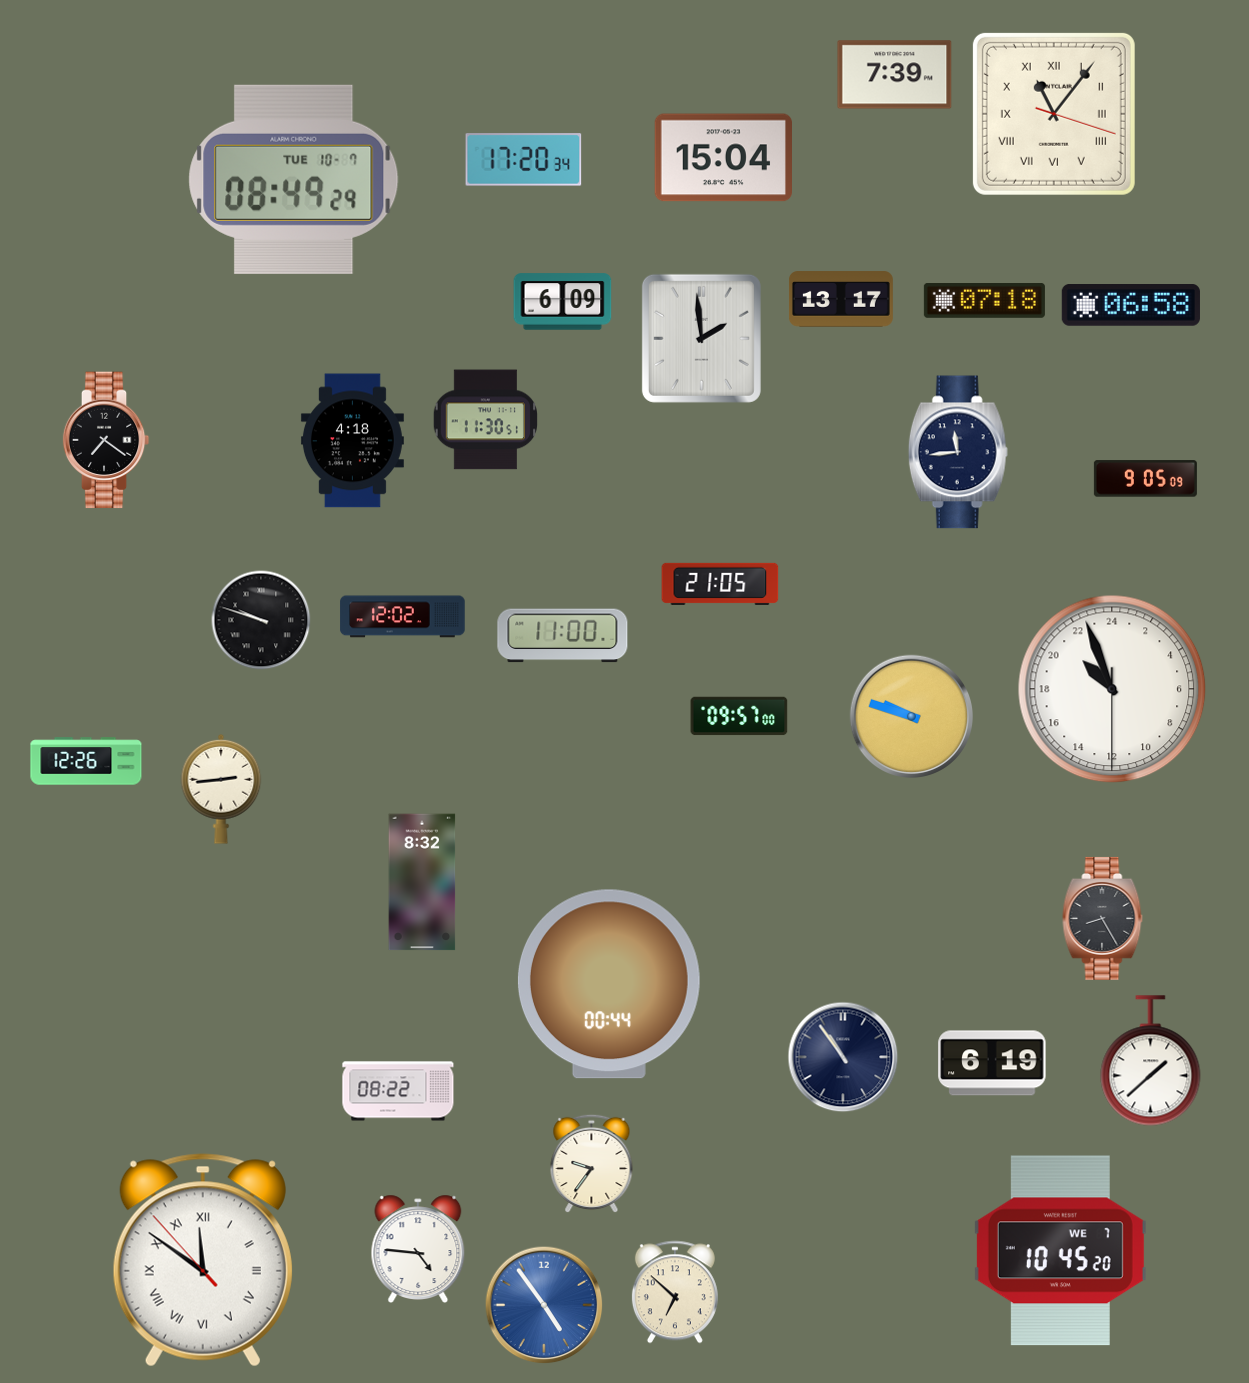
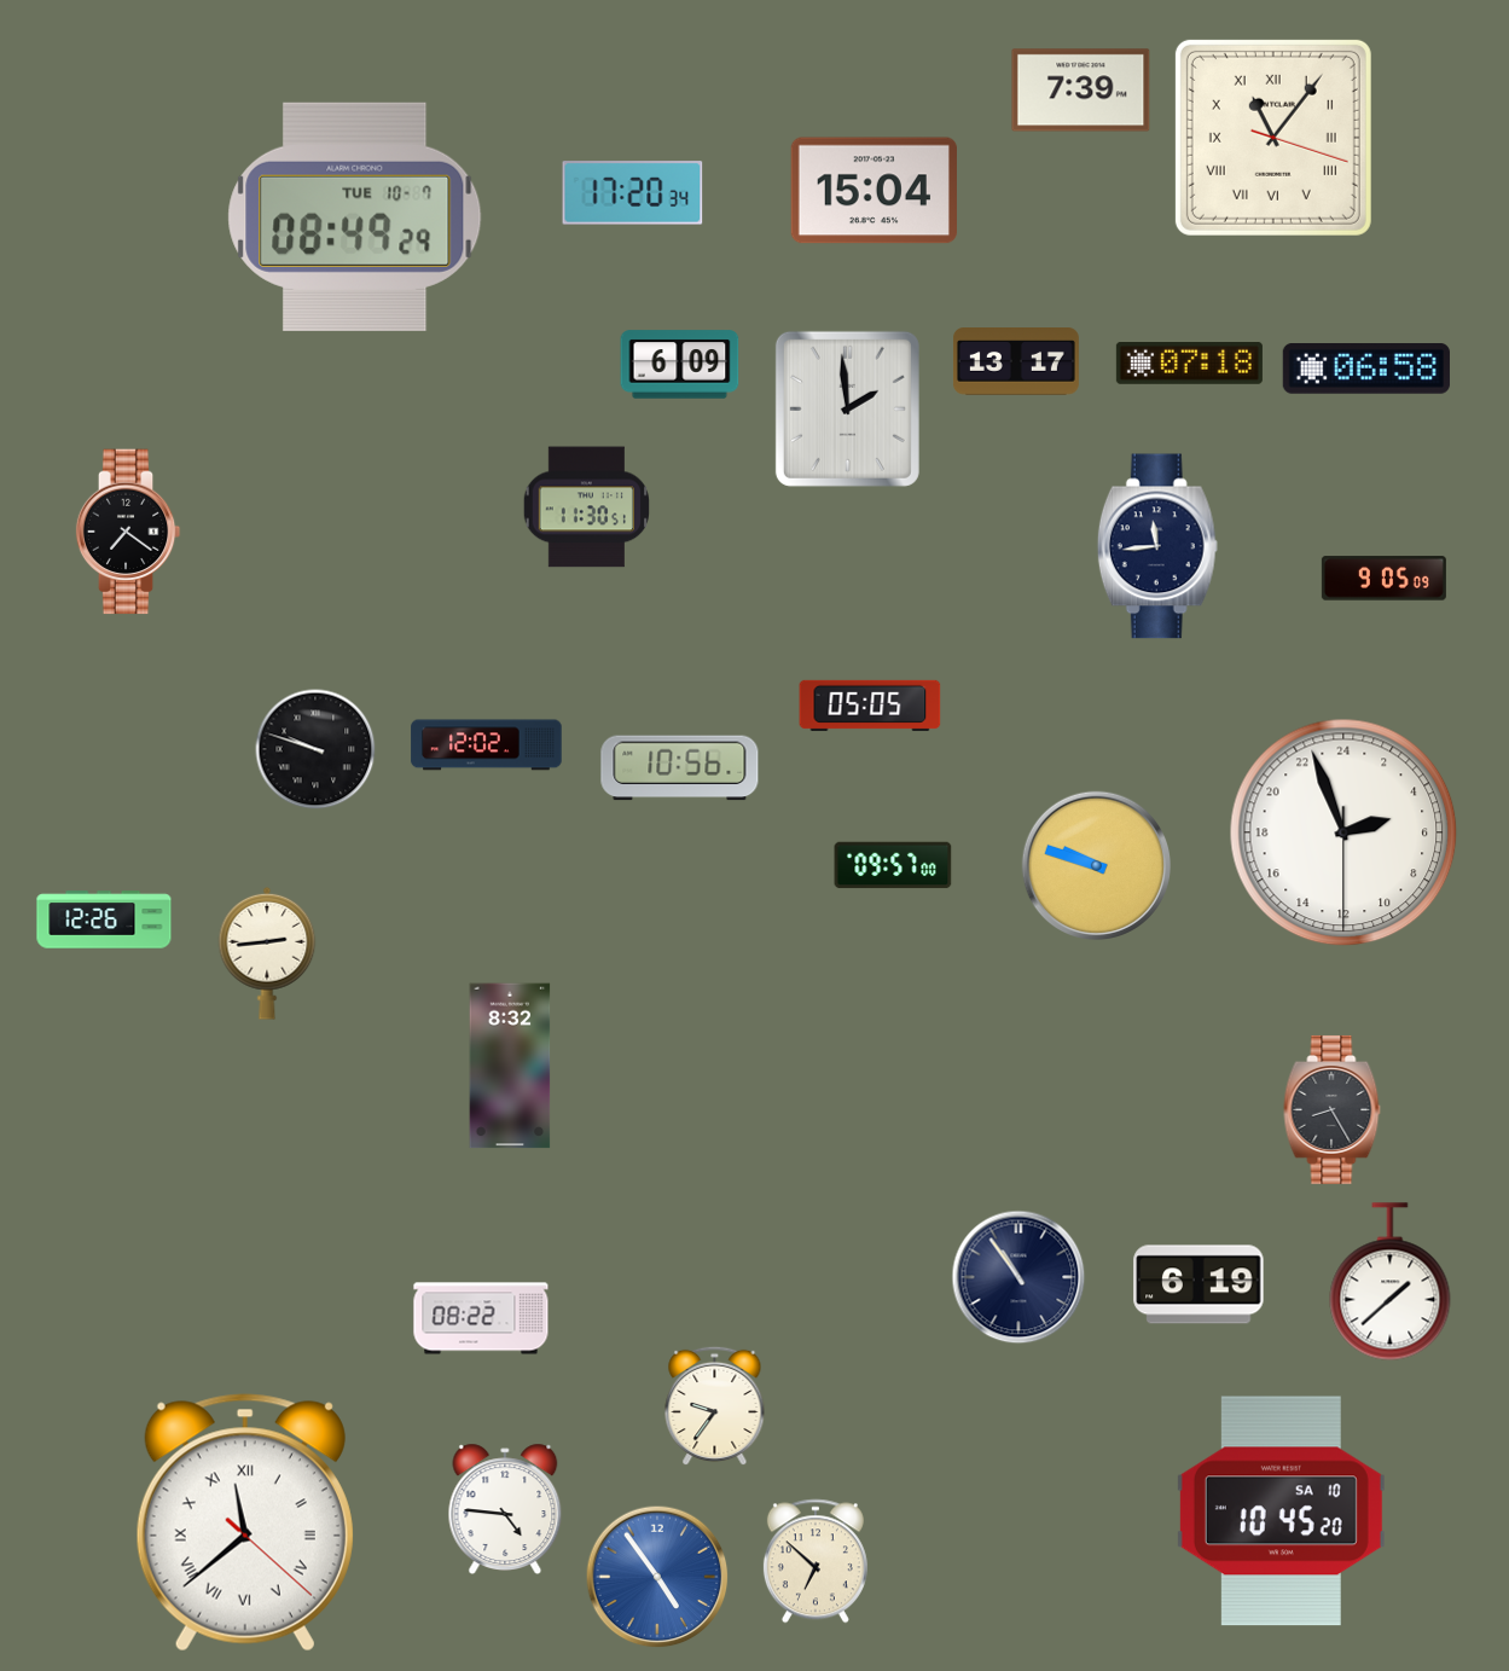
clock at (352, 441): 4:18 -> none
clock at (720, 584): 21:05 -> 05:05
clock at (563, 636): 11:00 -> 10:56
clock at (1112, 689): 20:56 -> 4:56
clock at (911, 716) position: (911, 716) -> (1096, 865)
clock at (609, 984): 00:44 -> none
clock at (1060, 1251) date: WE 7 -> SA 10
clock at (203, 1260): 11:50 -> 11:38
